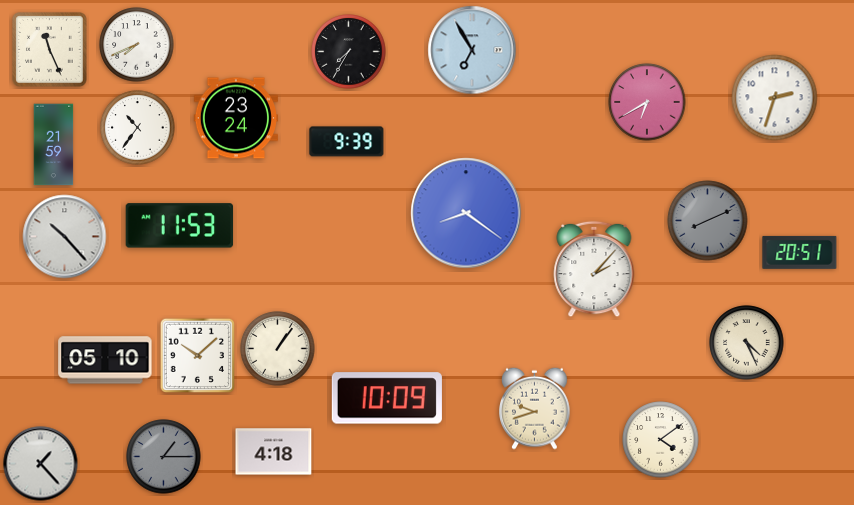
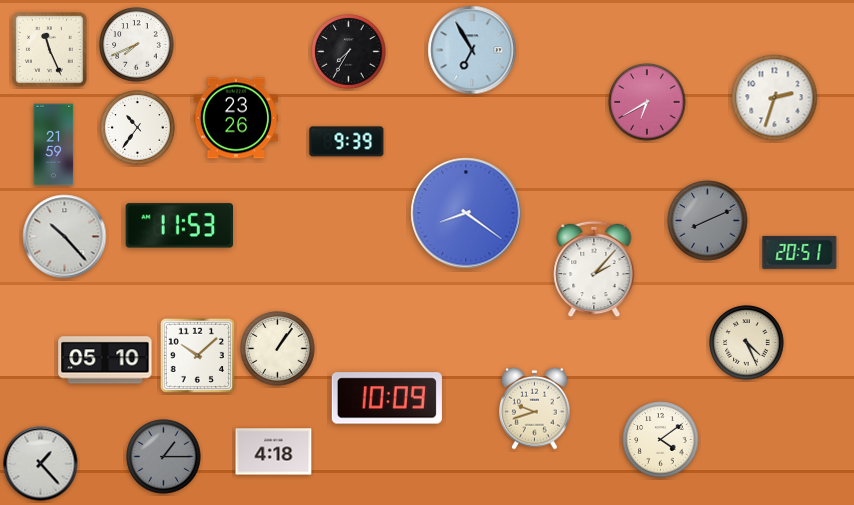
clock at (235, 118): 23:24 -> 23:26
